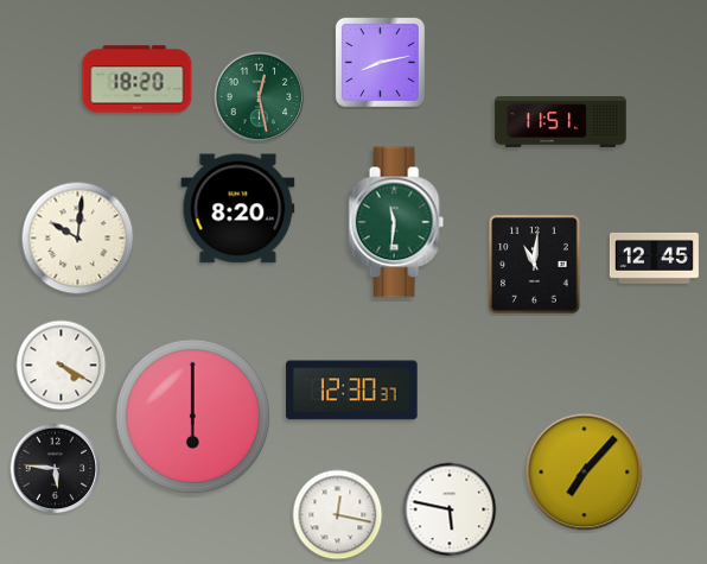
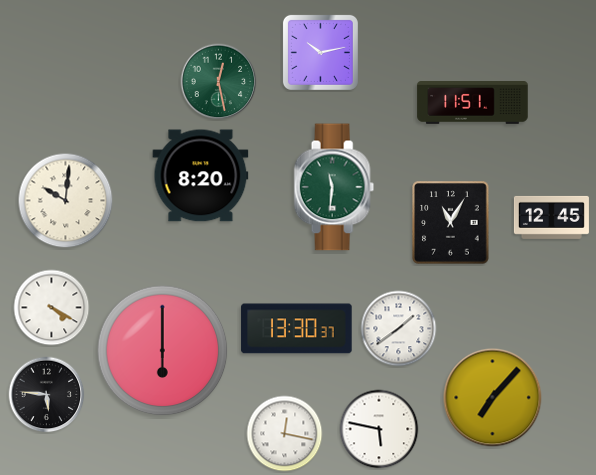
clock at (380, 62): 8:13 -> 10:13
clock at (138, 80): 18:20 -> none
clock at (535, 265): 11:01 -> 11:05
clock at (352, 391): 12:30 -> 13:30
clock at (399, 329): none -> 1:39
